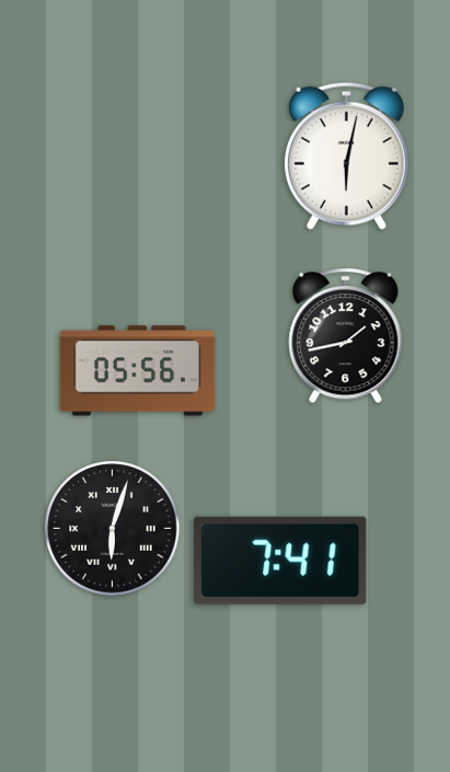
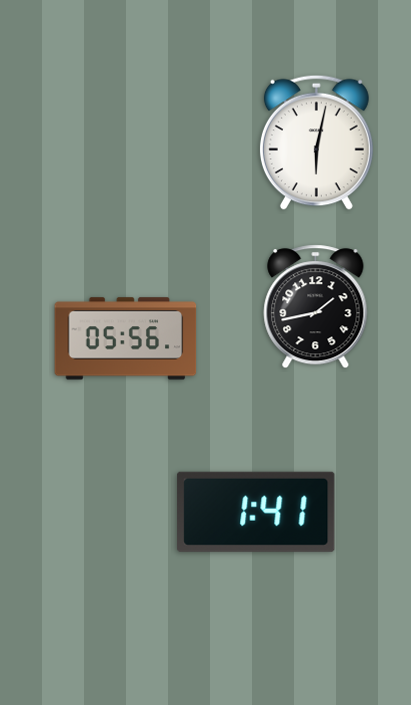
clock at (113, 529): 6:03 -> none
clock at (280, 561): 7:41 -> 1:41
